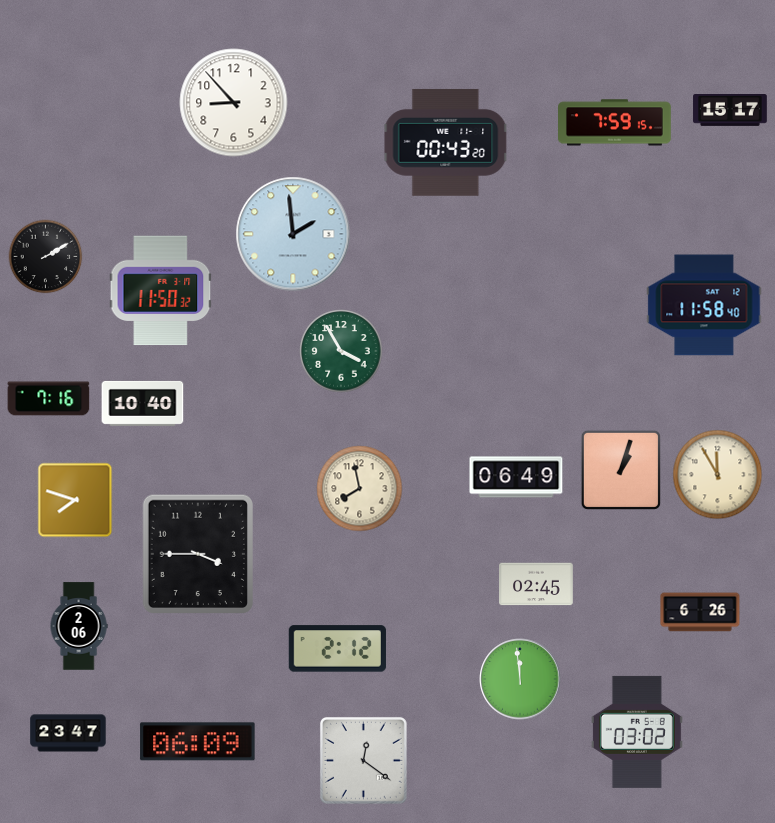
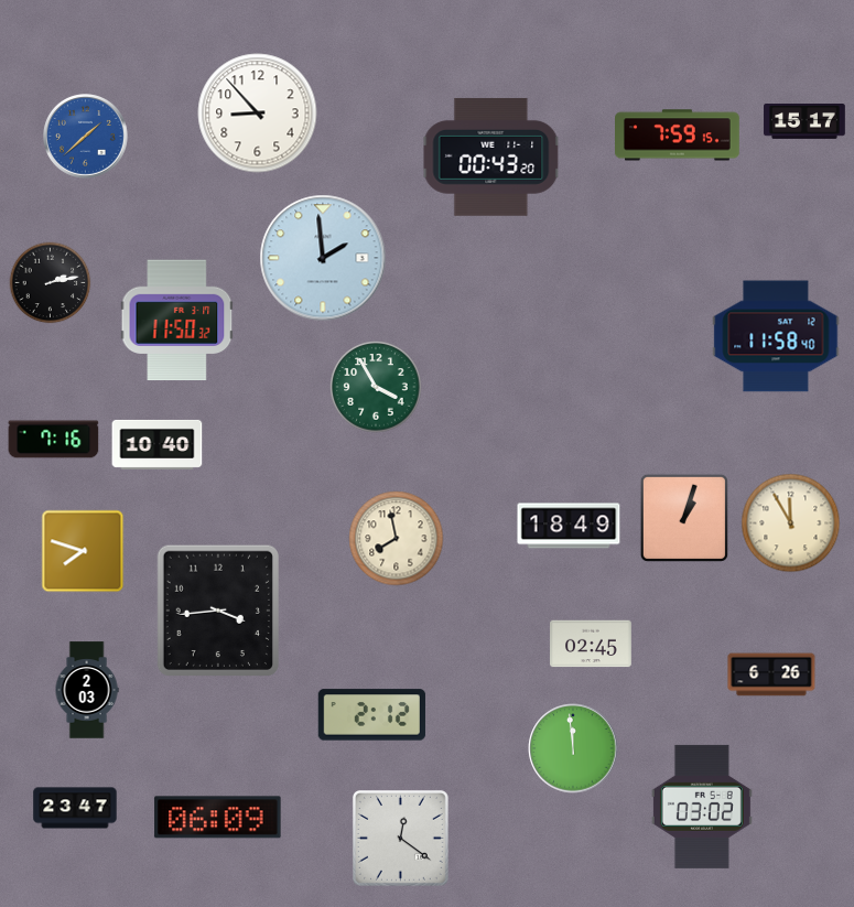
clock at (86, 137): none -> 1:38
clock at (46, 257): 2:10 -> 2:13
clock at (516, 477): 06:49 -> 18:49
clock at (198, 553): 3:45 -> 3:44
clock at (79, 626): 2:06 -> 2:03
